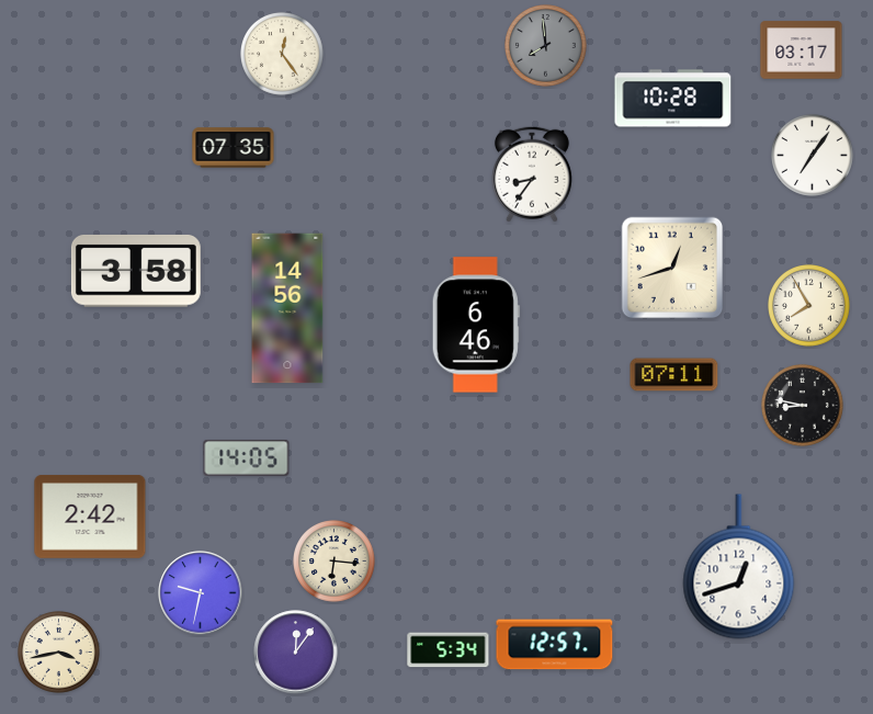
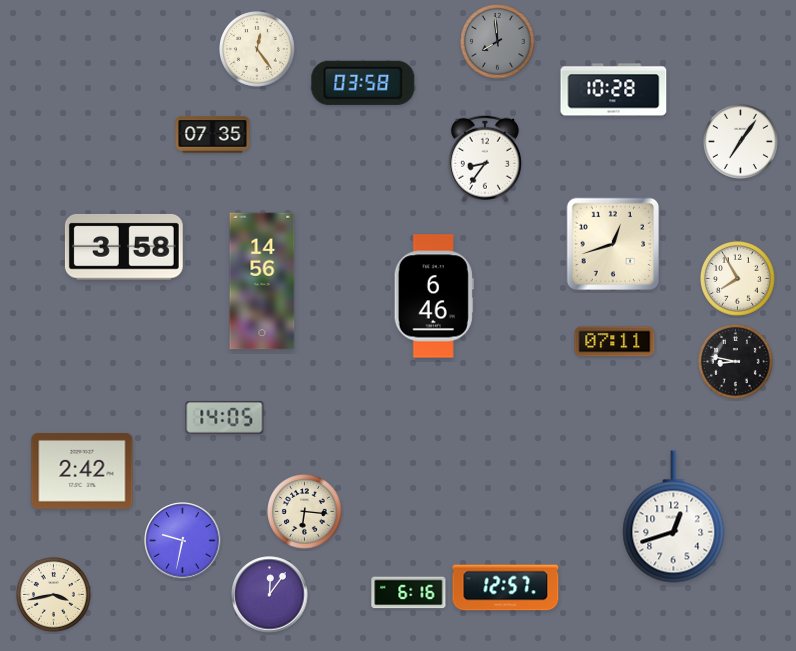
clock at (802, 50): 03:17 -> none
clock at (363, 83): none -> 03:58
clock at (803, 406) position: (803, 406) -> (736, 362)
clock at (449, 650): 5:34 -> 6:16
